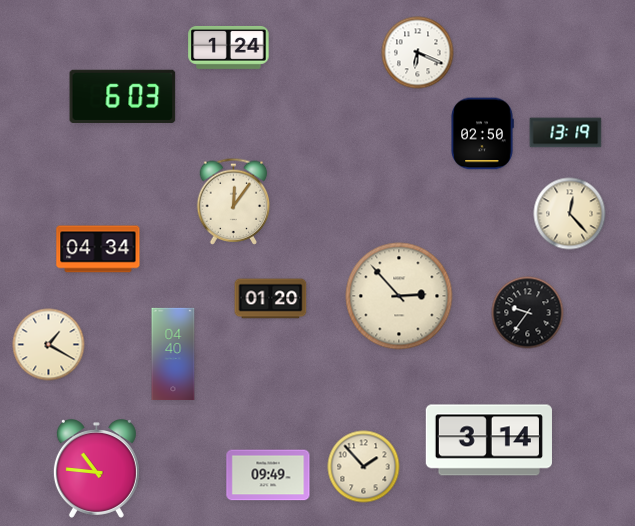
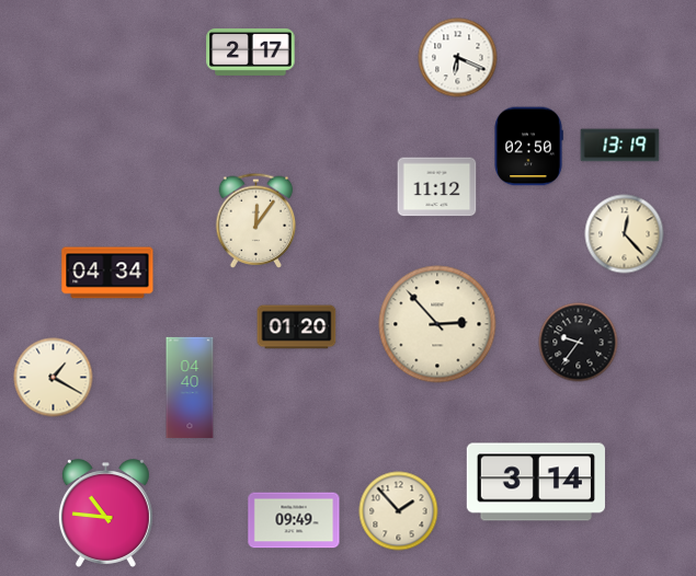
clock at (229, 47): 1:24 -> 2:17
clock at (123, 96): 6:03 -> none
clock at (437, 187): none -> 11:12
